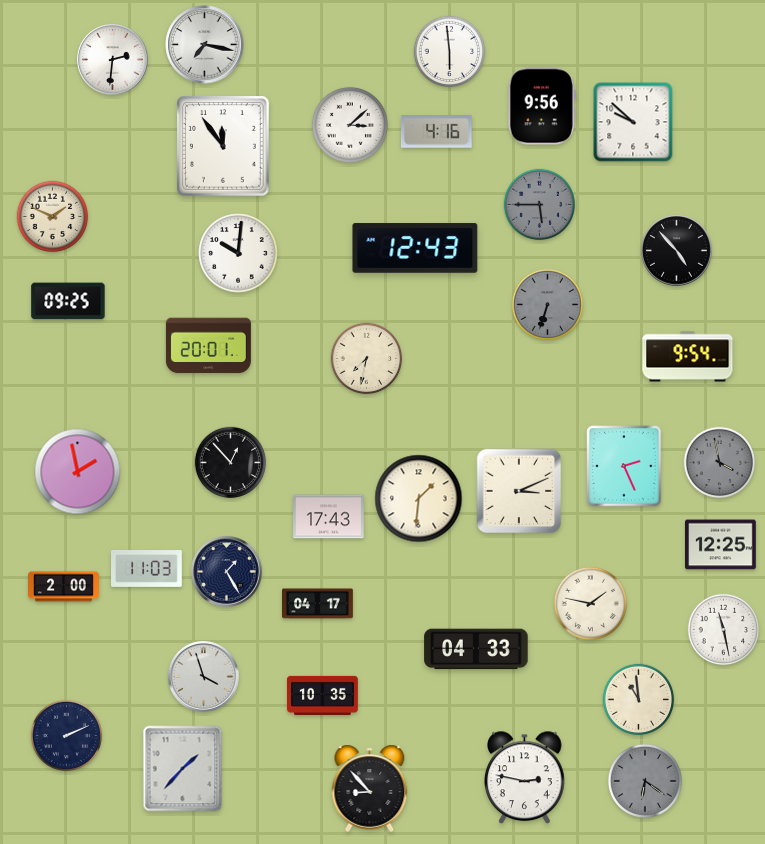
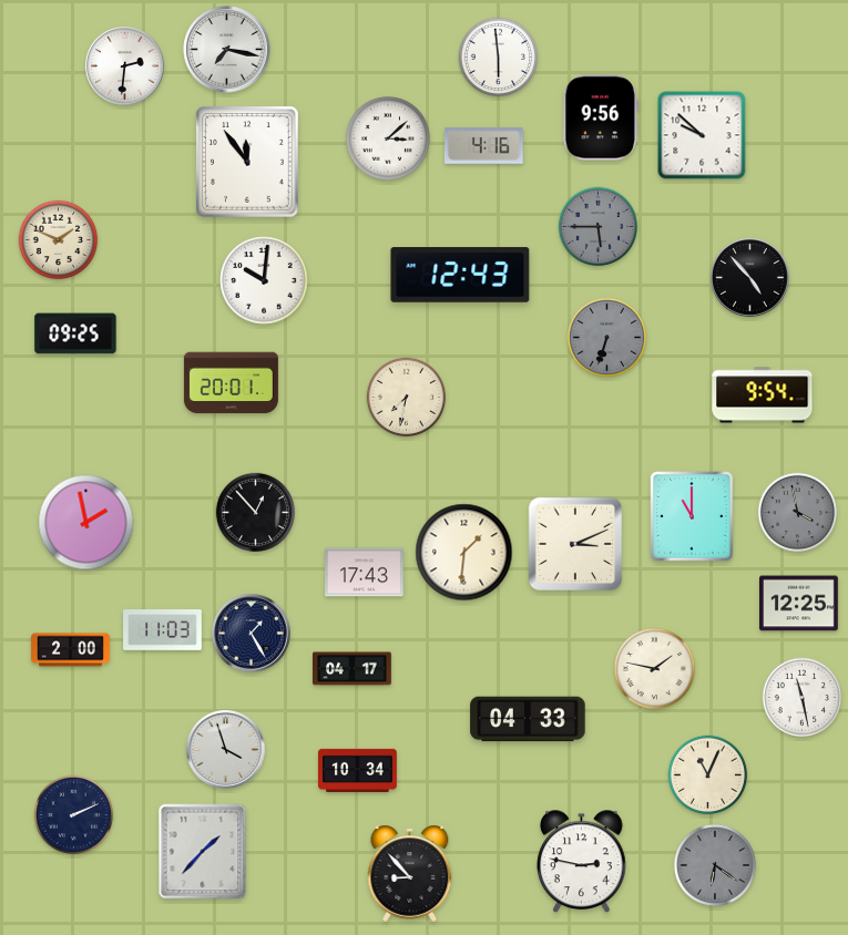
clock at (624, 466): 2:26 -> 11:00
clock at (323, 695): 10:35 -> 10:34
clock at (639, 700): 10:59 -> 11:04
